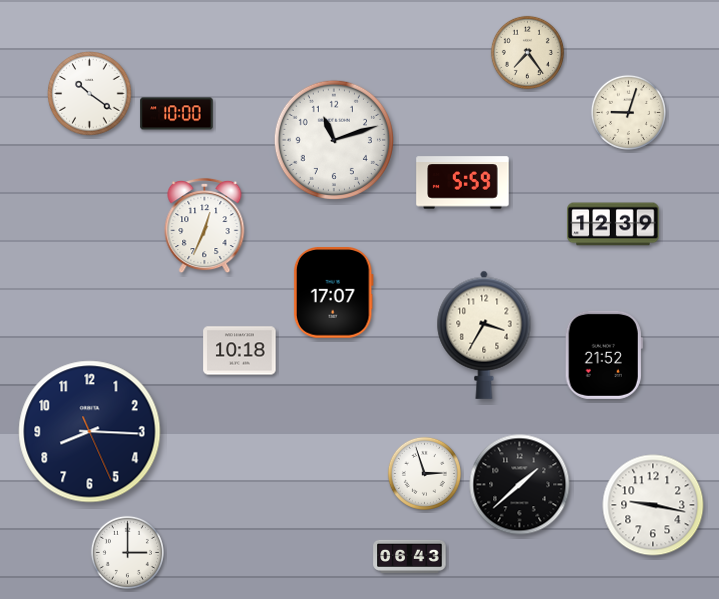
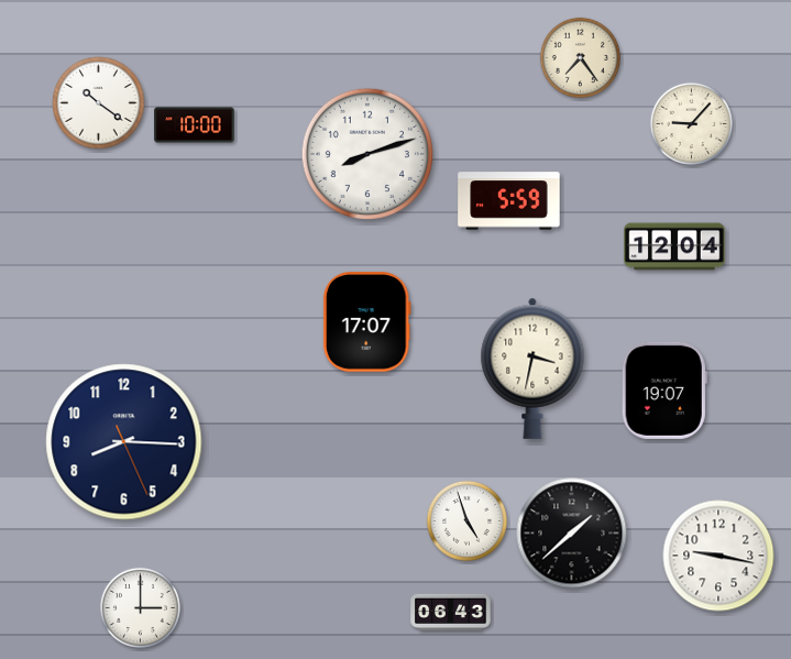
clock at (628, 112): 9:03 -> 9:07
clock at (333, 139): 11:12 -> 8:12
clock at (613, 224): 12:39 -> 12:04
clock at (205, 226): 12:34 -> none
clock at (484, 335): 3:35 -> 3:32
clock at (240, 351): 10:18 -> none
clock at (604, 355): 21:52 -> 19:07
clock at (90, 432) position: (90, 432) -> (124, 442)
clock at (424, 473): 2:57 -> 4:57
